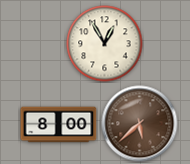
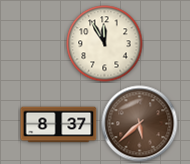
clock at (105, 44): 12:55 -> 11:55
clock at (59, 125): 8:00 -> 8:37
